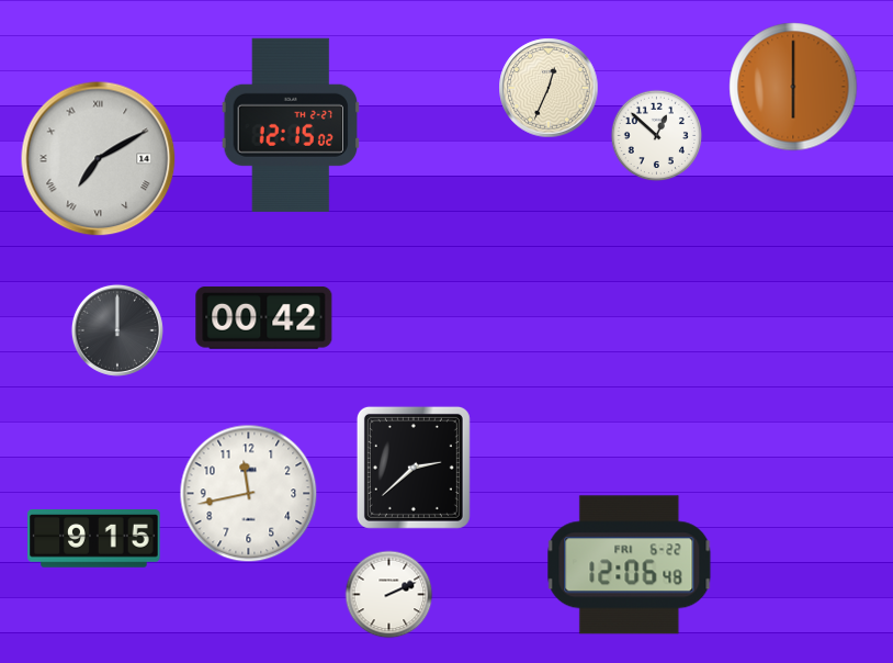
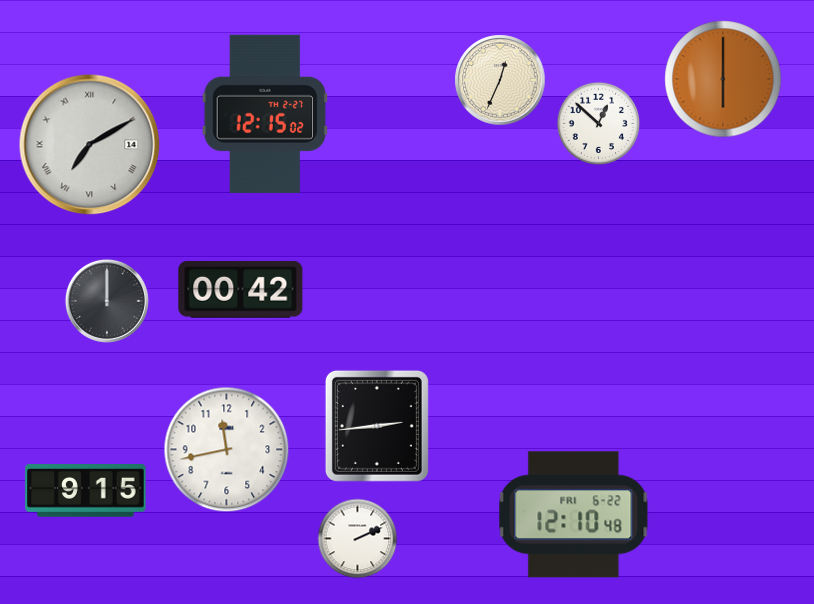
clock at (414, 468): 2:38 -> 2:44
clock at (630, 565): 12:06 -> 12:10
clock at (389, 595) position: (389, 595) -> (358, 539)
